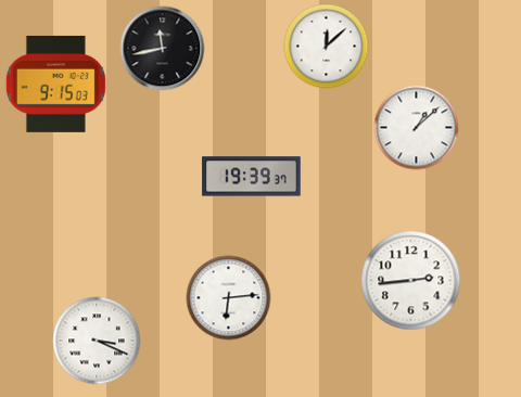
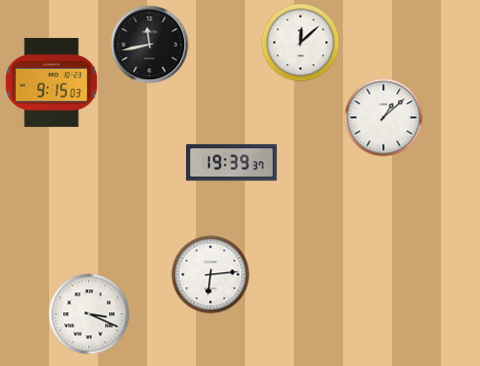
clock at (55, 84) position: (55, 84) -> (51, 82)
clock at (410, 280): 2:44 -> none
